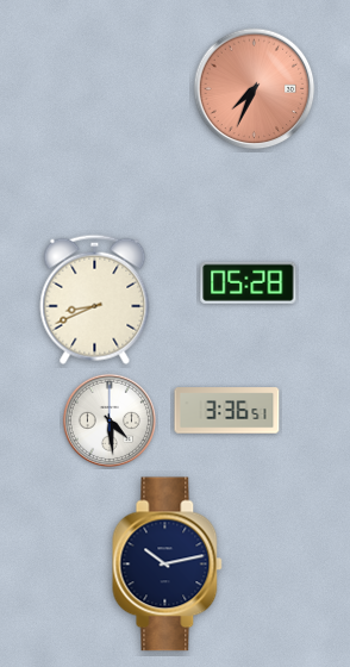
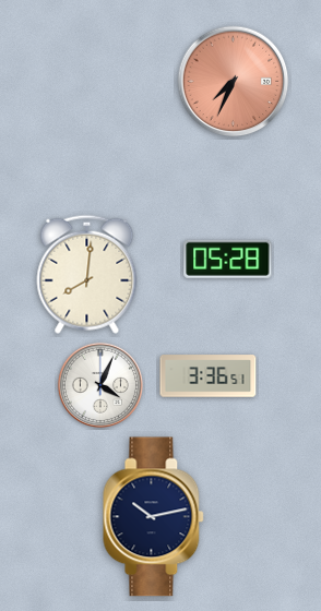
clock at (95, 299): 8:41 -> 8:01
clock at (110, 420): 4:29 -> 4:04
